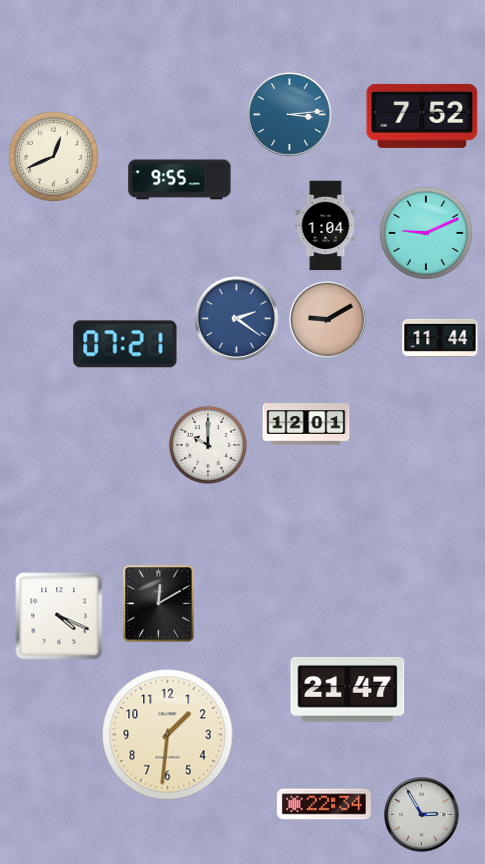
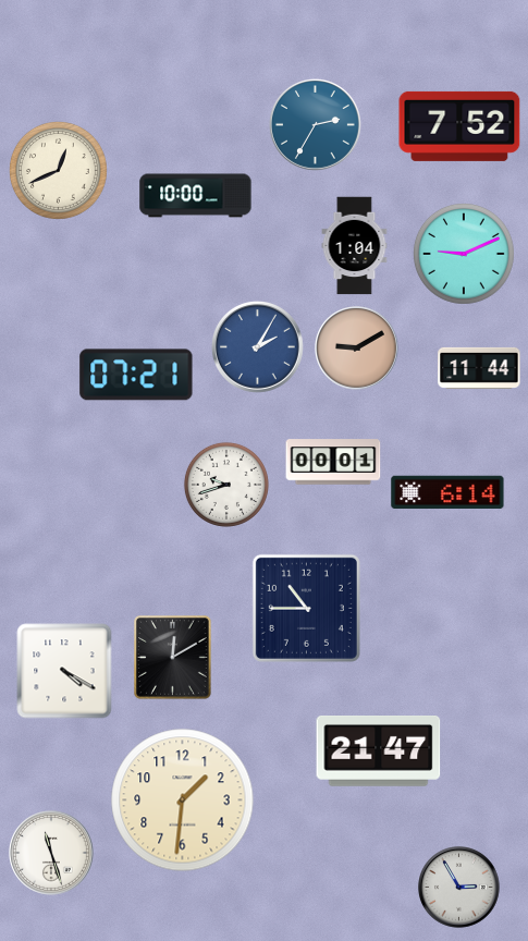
clock at (289, 114): 3:14 -> 2:35
clock at (180, 180): 9:55 -> 10:00
clock at (236, 318): 2:21 -> 2:05
clock at (306, 424): 12:01 -> 00:01
clock at (208, 445): 10:00 -> 9:42
clock at (447, 492): none -> 6:14
clock at (306, 608): none -> 10:45
clock at (59, 616): 4:19 -> 4:20
clock at (51, 853): none -> 11:27
clock at (324, 804): 22:34 -> none
